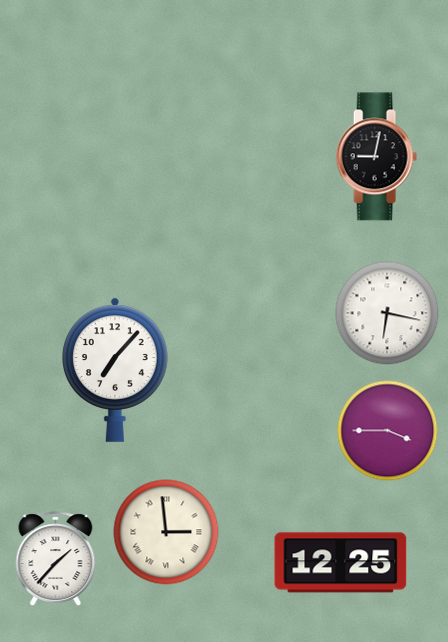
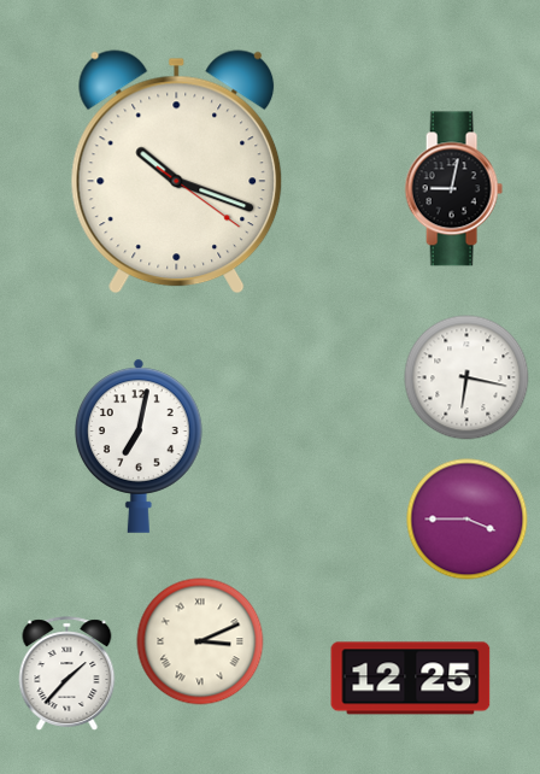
clock at (177, 172): none -> 10:18
clock at (116, 370): 7:07 -> 7:02
clock at (166, 532): 2:59 -> 3:11
